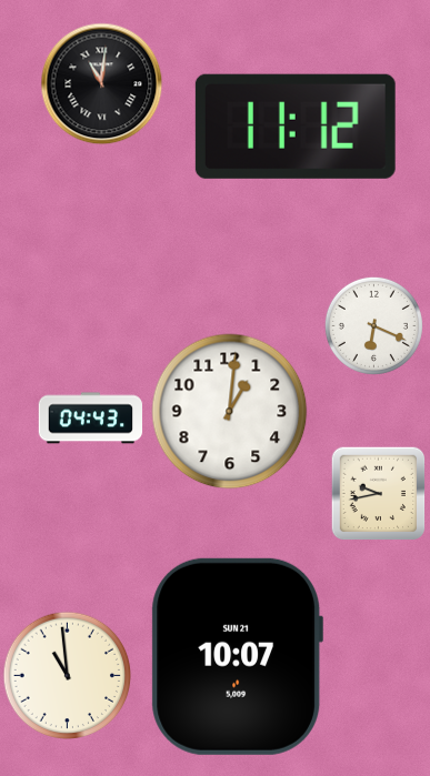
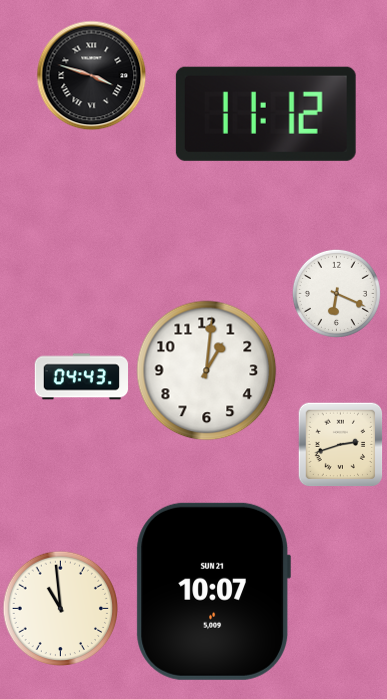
clock at (102, 84): 11:01 -> 3:48
clock at (378, 493): 9:43 -> 2:42
